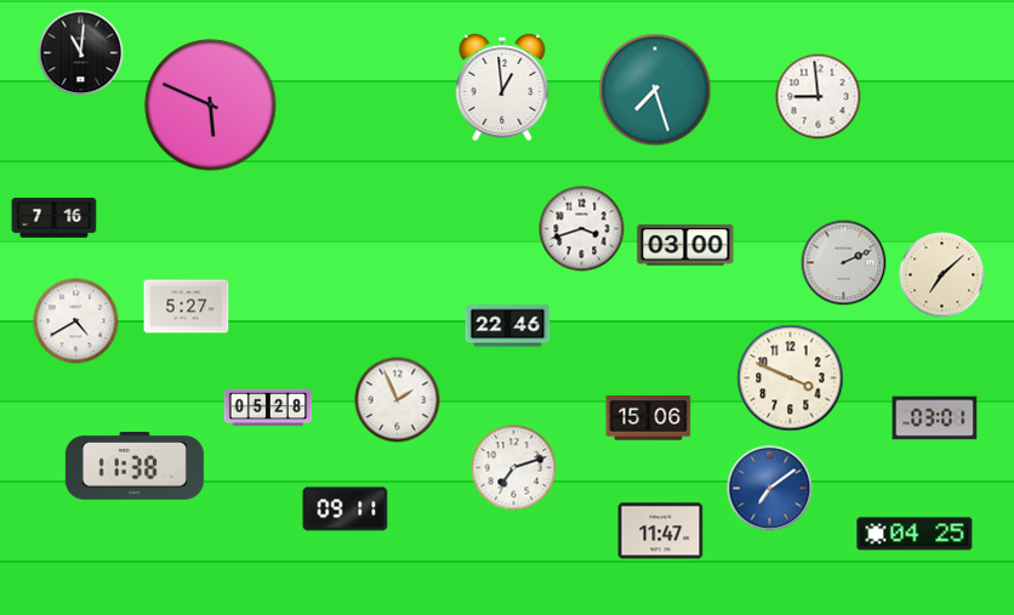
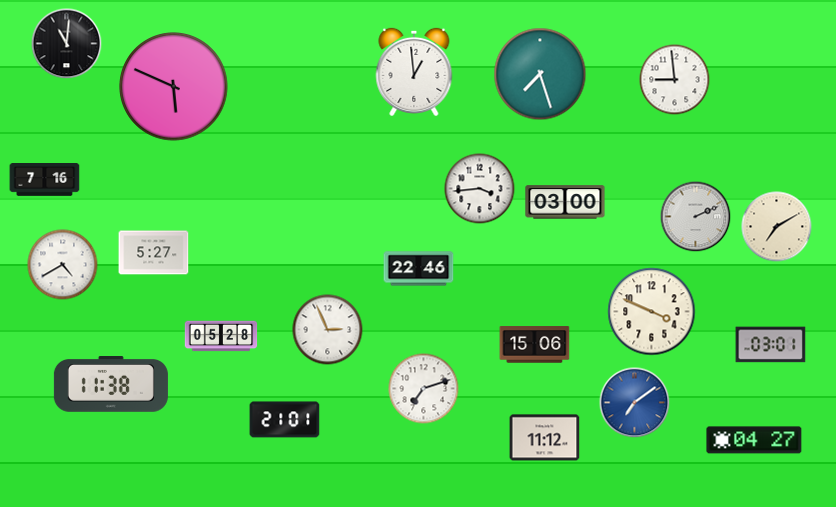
clock at (582, 229): 3:42 -> 3:44
clock at (942, 275): 7:08 -> 7:10
clock at (398, 400): 1:56 -> 2:56
clock at (514, 468) position: (514, 468) -> (424, 389)
clock at (346, 509): 09:11 -> 21:01
clock at (661, 531): 11:47 -> 11:12
clock at (915, 534): 04:25 -> 04:27
